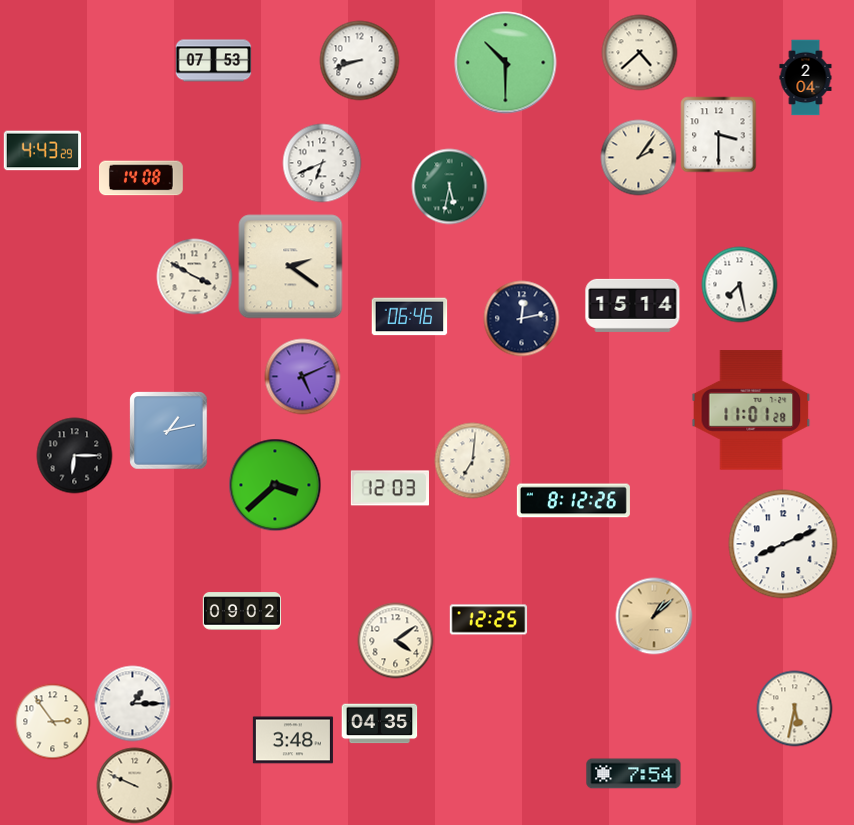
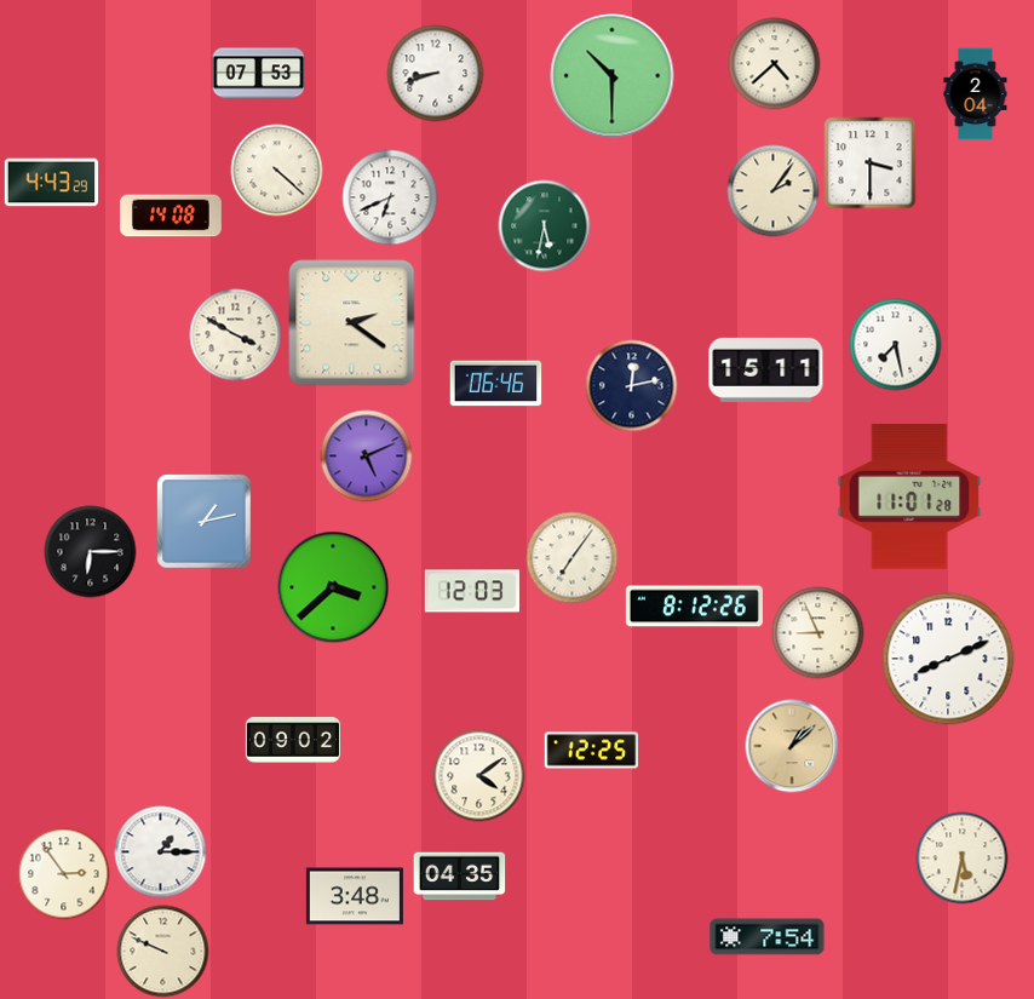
clock at (277, 171): none -> 4:22
clock at (633, 305): 15:14 -> 15:11
clock at (473, 461): 7:01 -> 7:06
clock at (818, 633): none -> 8:56
